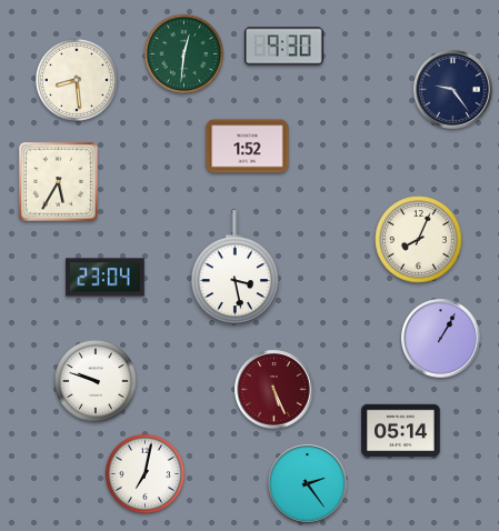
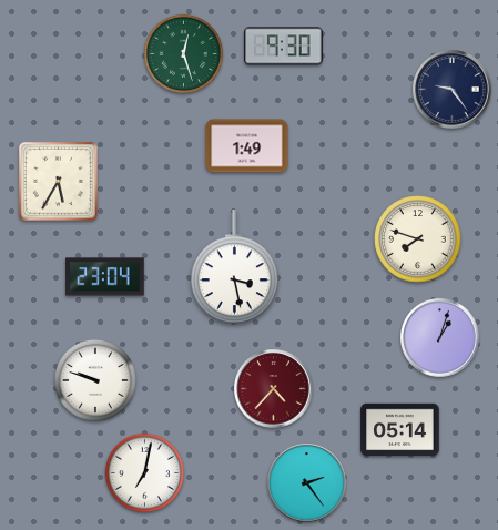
clock at (183, 53): 12:31 -> 12:27
clock at (77, 80): 8:29 -> none
clock at (248, 147): 1:52 -> 1:49
clock at (419, 240): 8:04 -> 7:48
clock at (441, 339): 1:05 -> 1:03
clock at (275, 390): 5:26 -> 4:37
